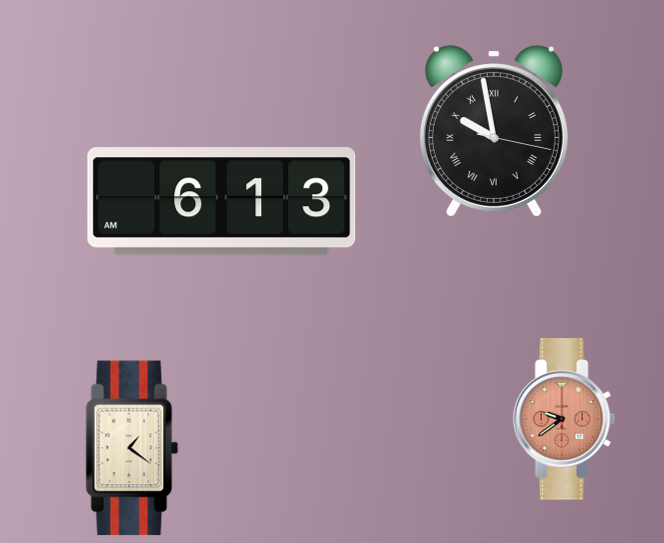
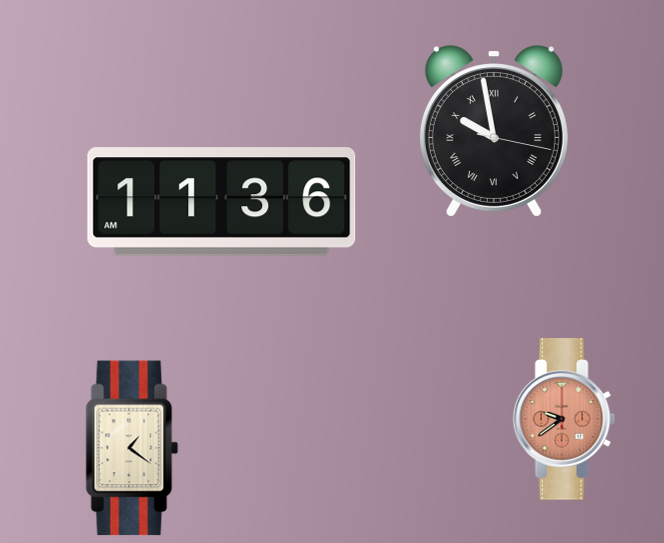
clock at (222, 202): 6:13 -> 11:36
